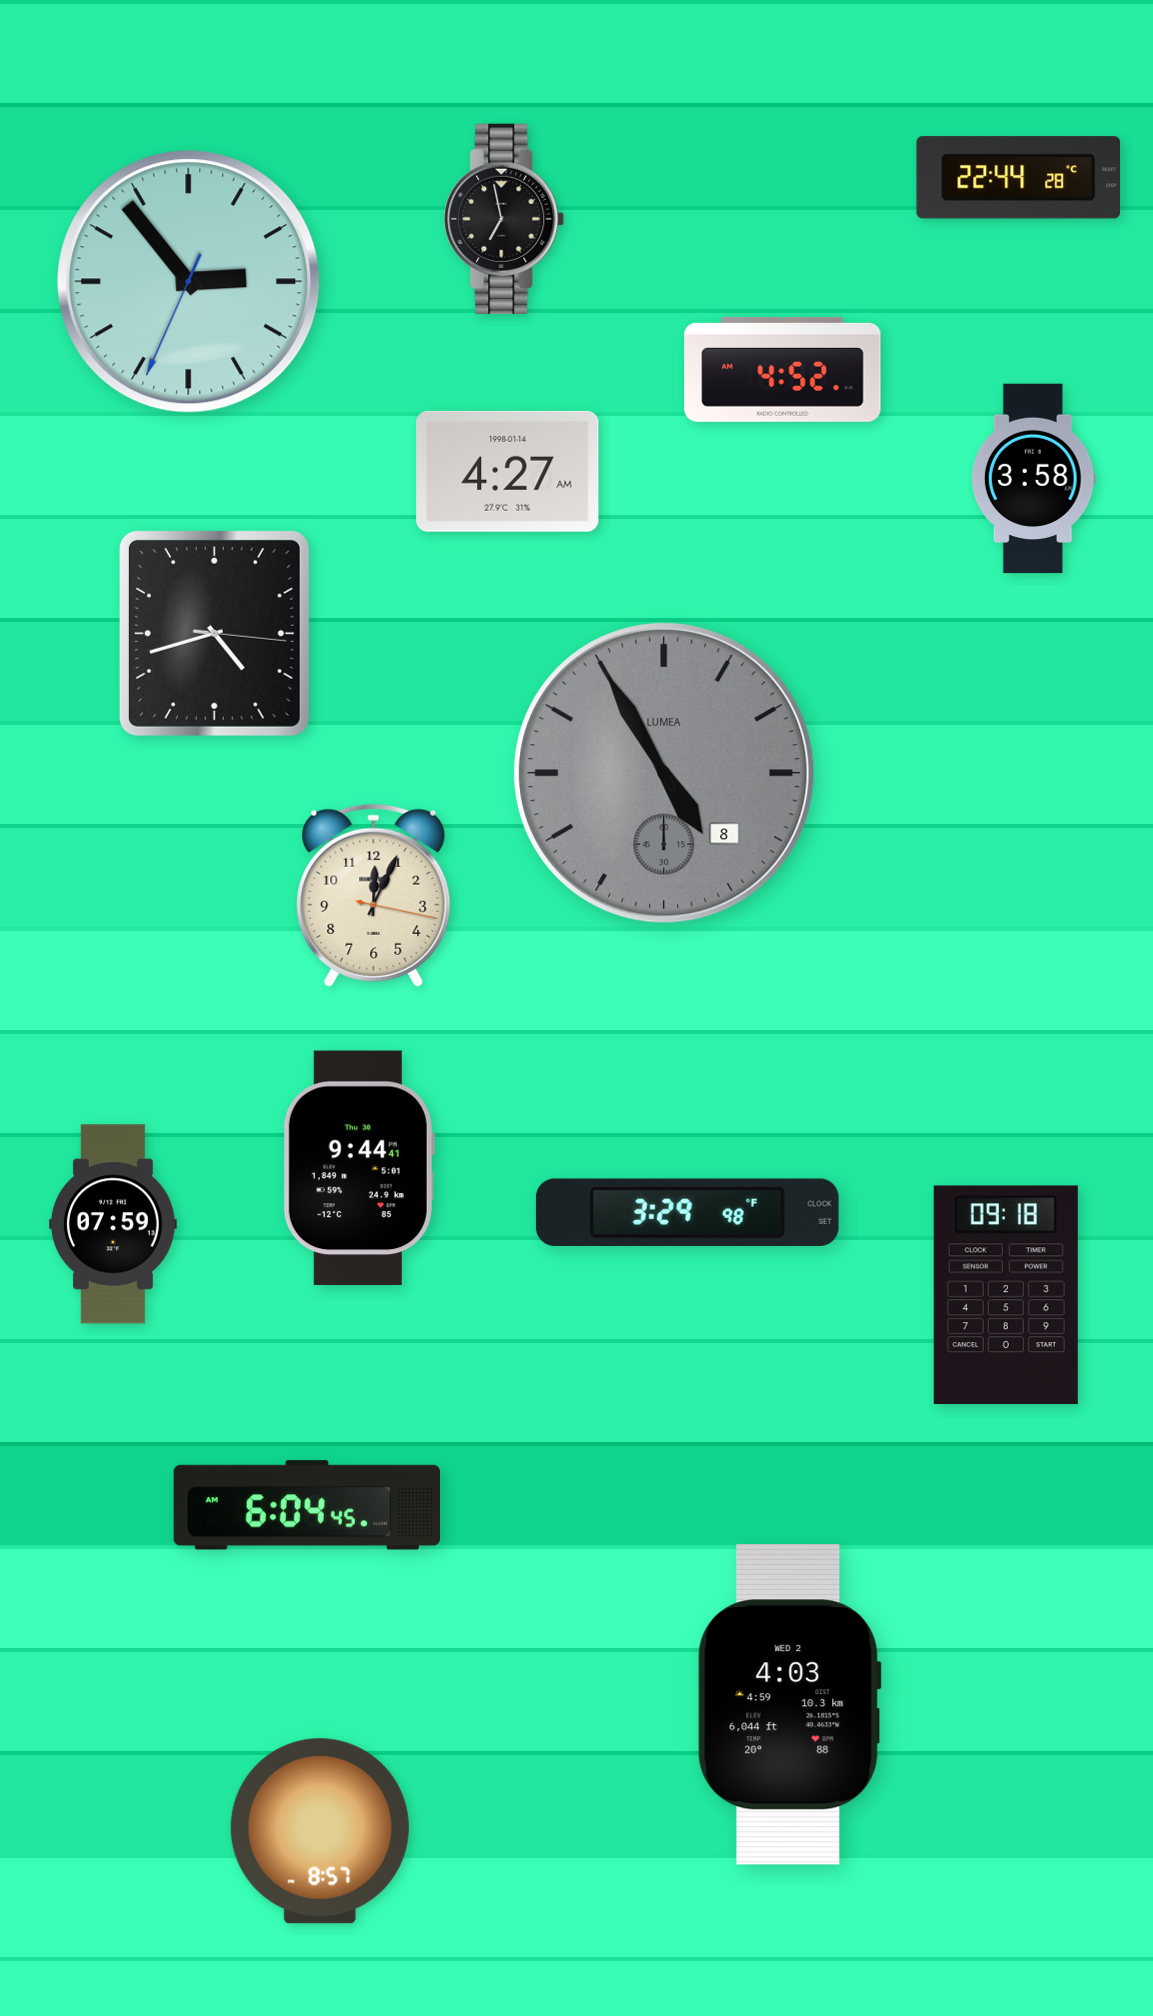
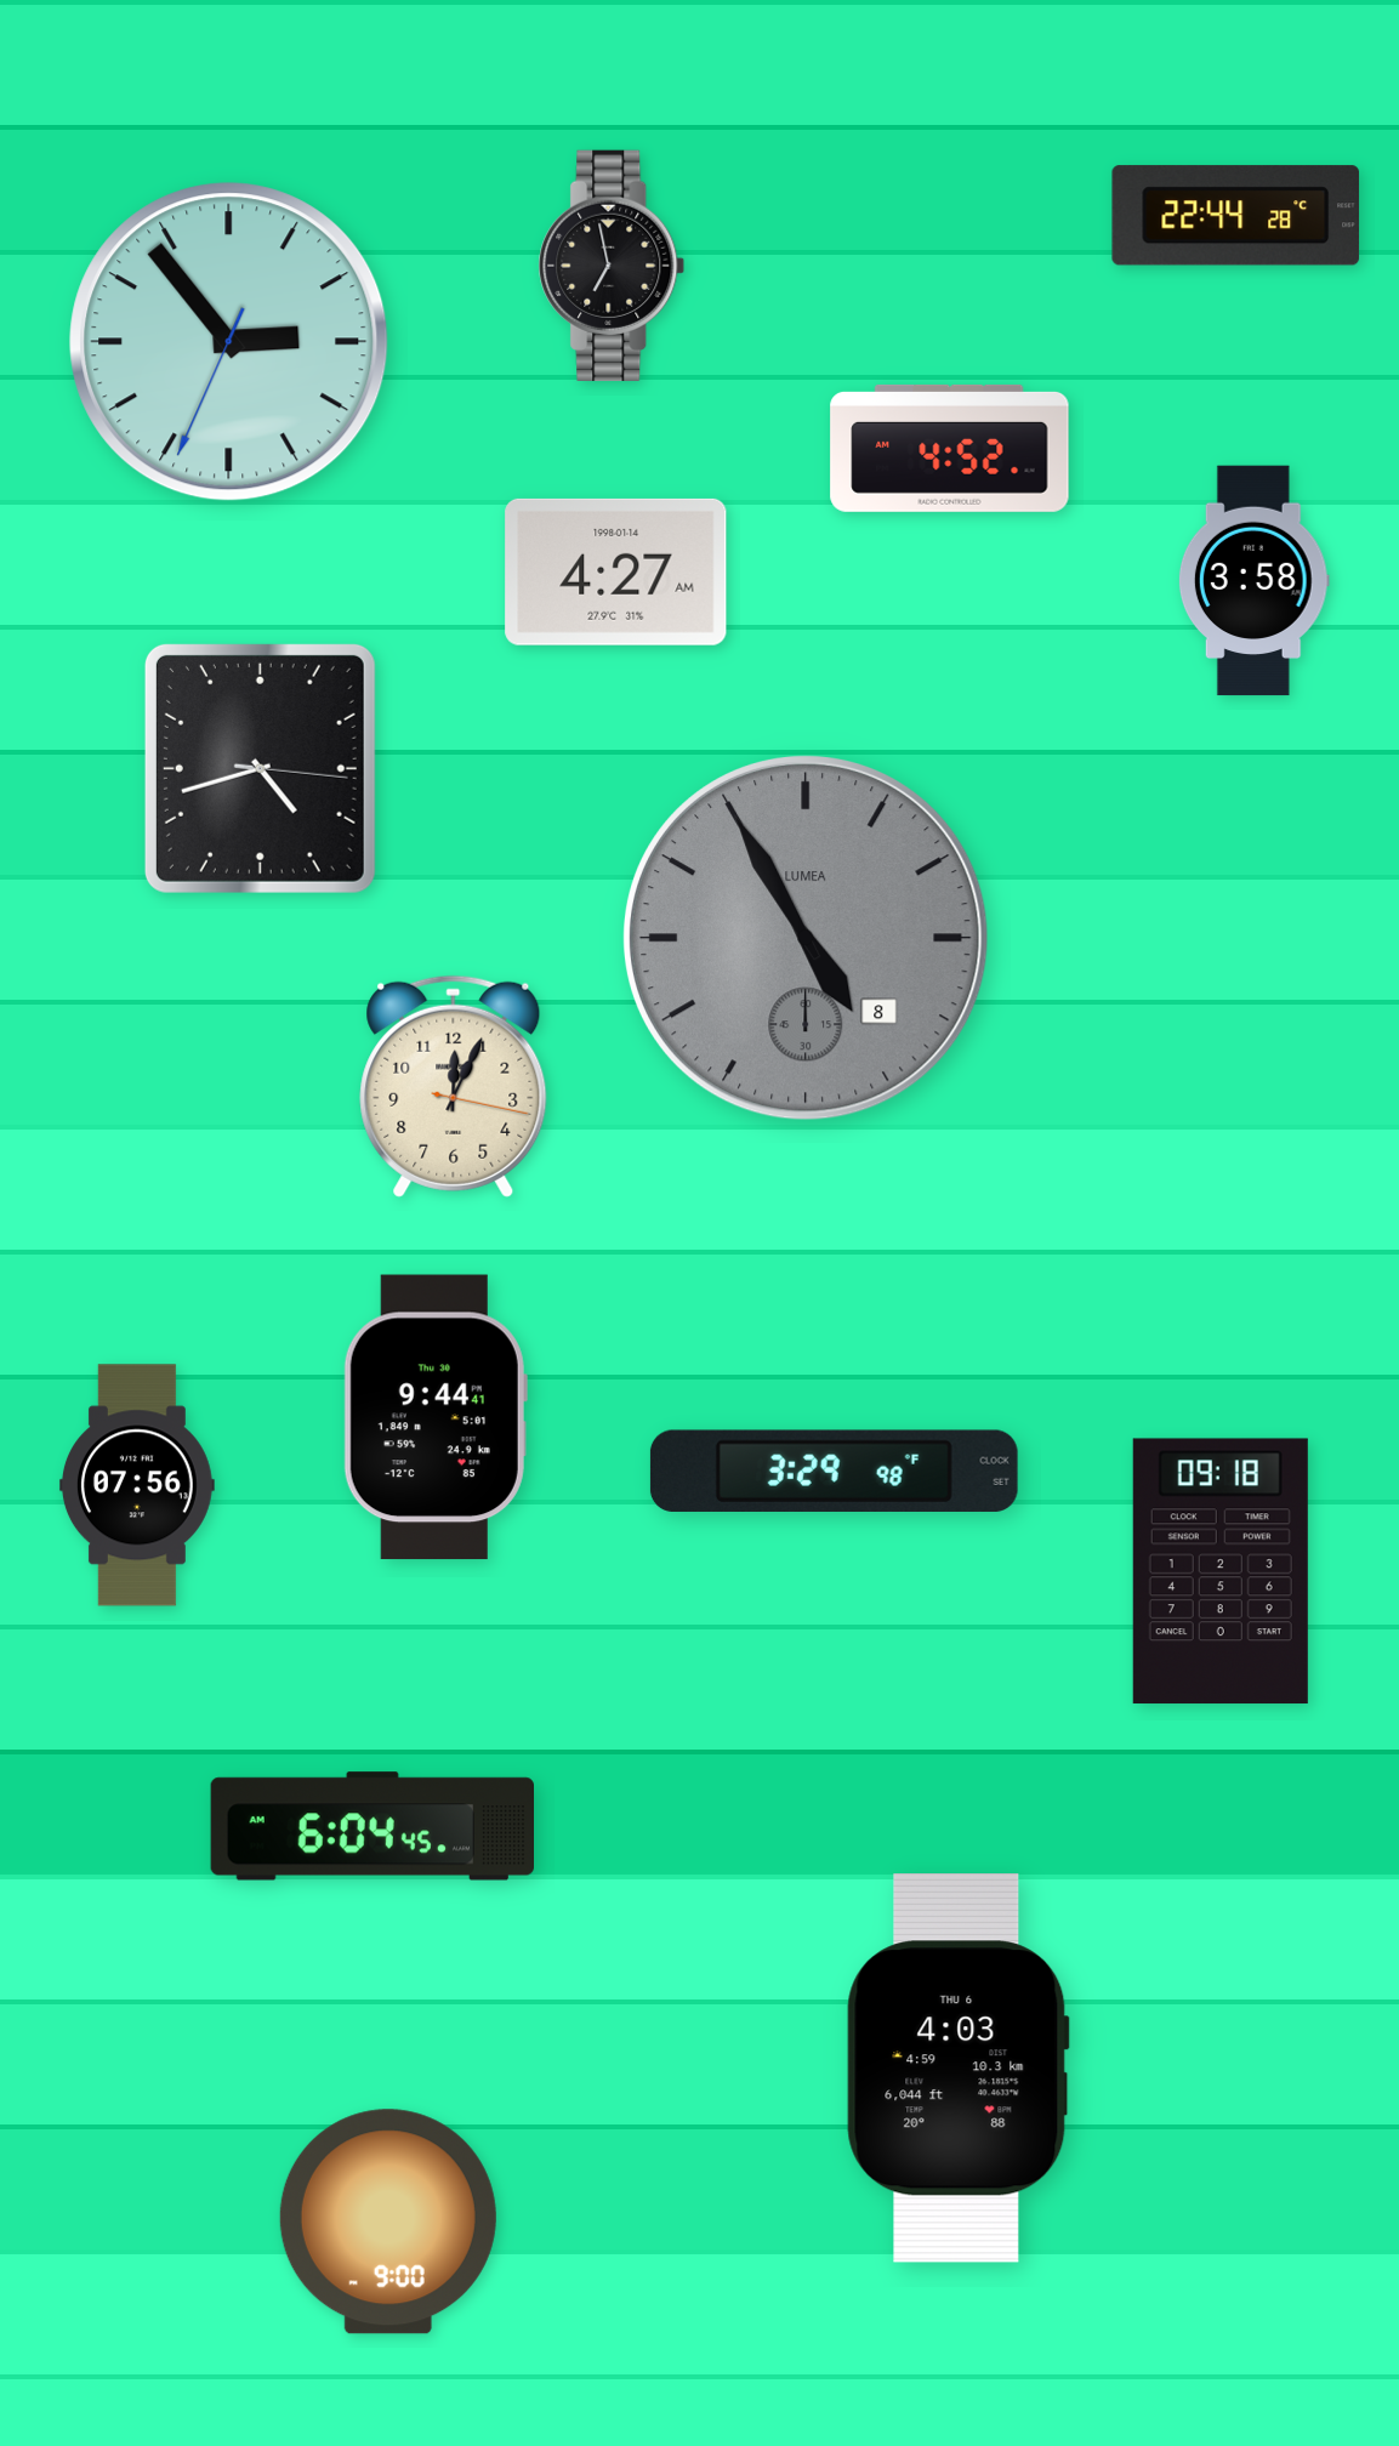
clock at (113, 1224): 07:59 -> 07:56
clock at (789, 1705) date: WED 2 -> THU 6
clock at (320, 1831): 8:57 -> 9:00
